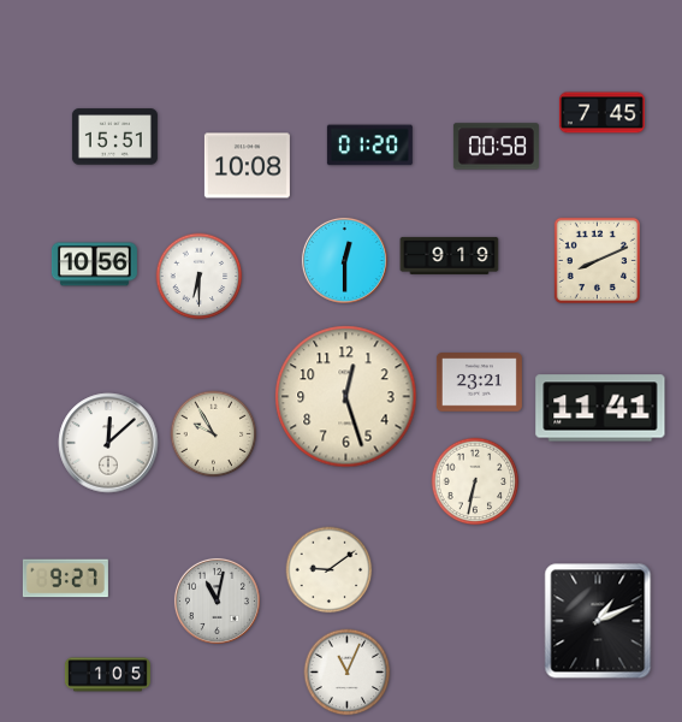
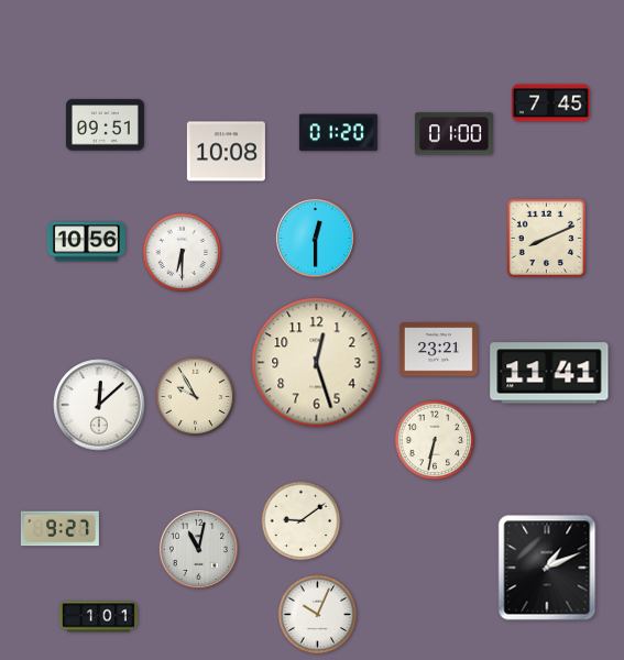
clock at (114, 137): 15:51 -> 09:51
clock at (496, 147): 00:58 -> 01:00
clock at (450, 255): 9:19 -> none
clock at (348, 673): 11:04 -> 10:04
clock at (107, 675): 1:05 -> 1:01
